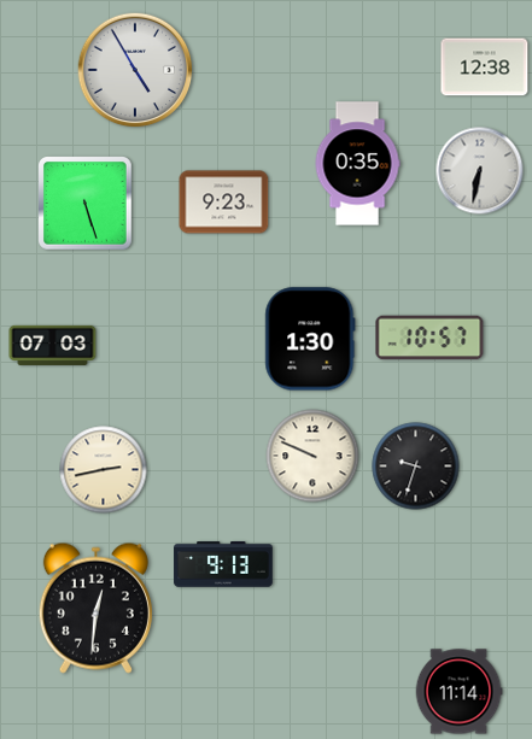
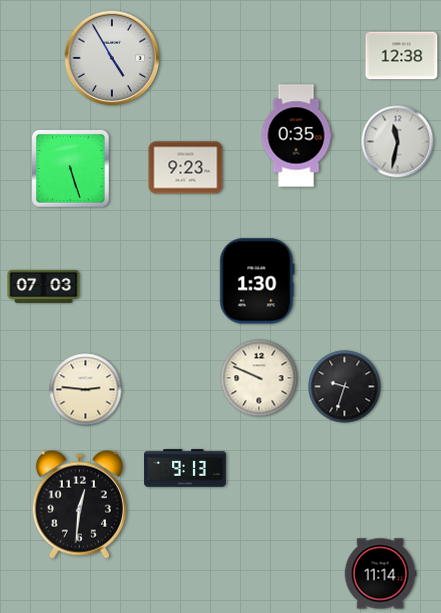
clock at (480, 171): 6:32 -> 11:32
clock at (429, 338): 10:57 -> none
clock at (104, 470): 2:43 -> 2:46
